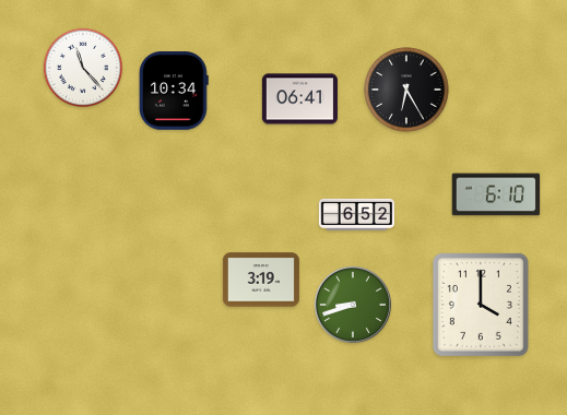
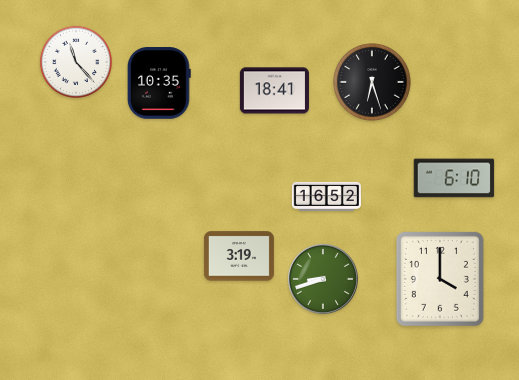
clock at (406, 90): 6:25 -> 6:27
clock at (174, 91): 10:34 -> 10:35
clock at (299, 99): 06:41 -> 18:41
clock at (356, 214): 6:52 -> 16:52
